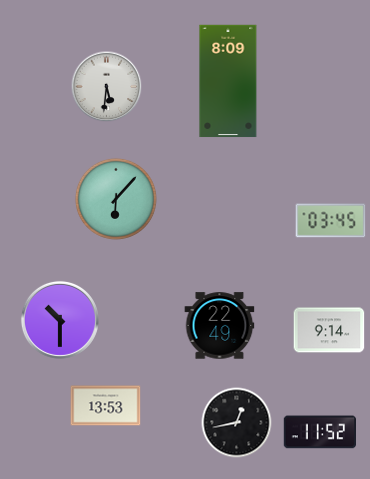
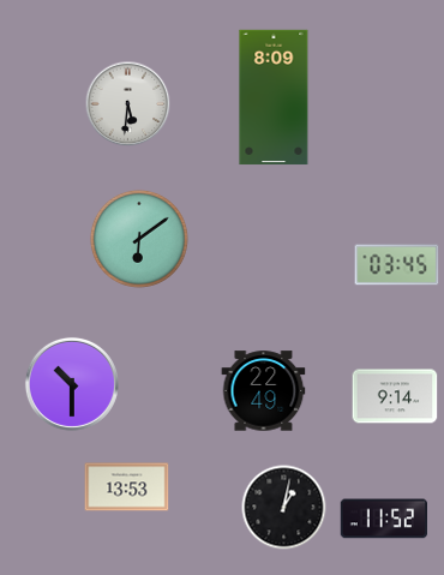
clock at (116, 199): 6:07 -> 6:09
clock at (237, 423): 12:43 -> 1:02
